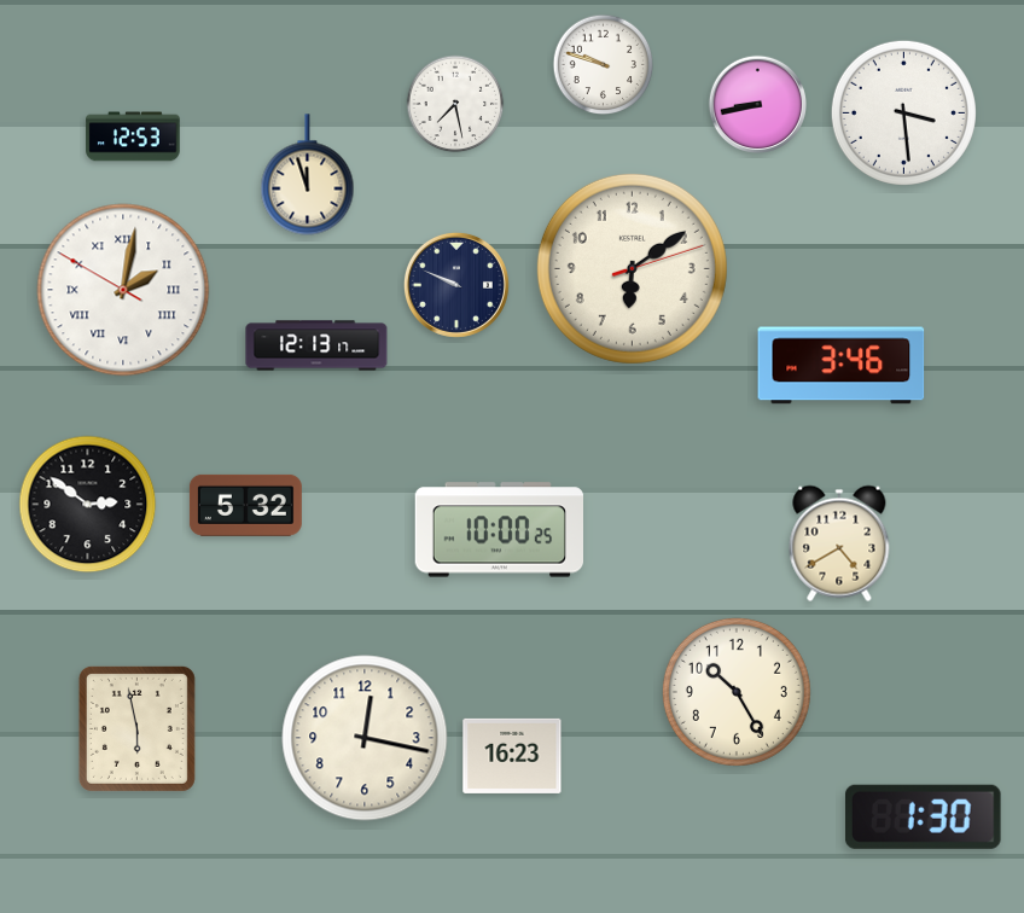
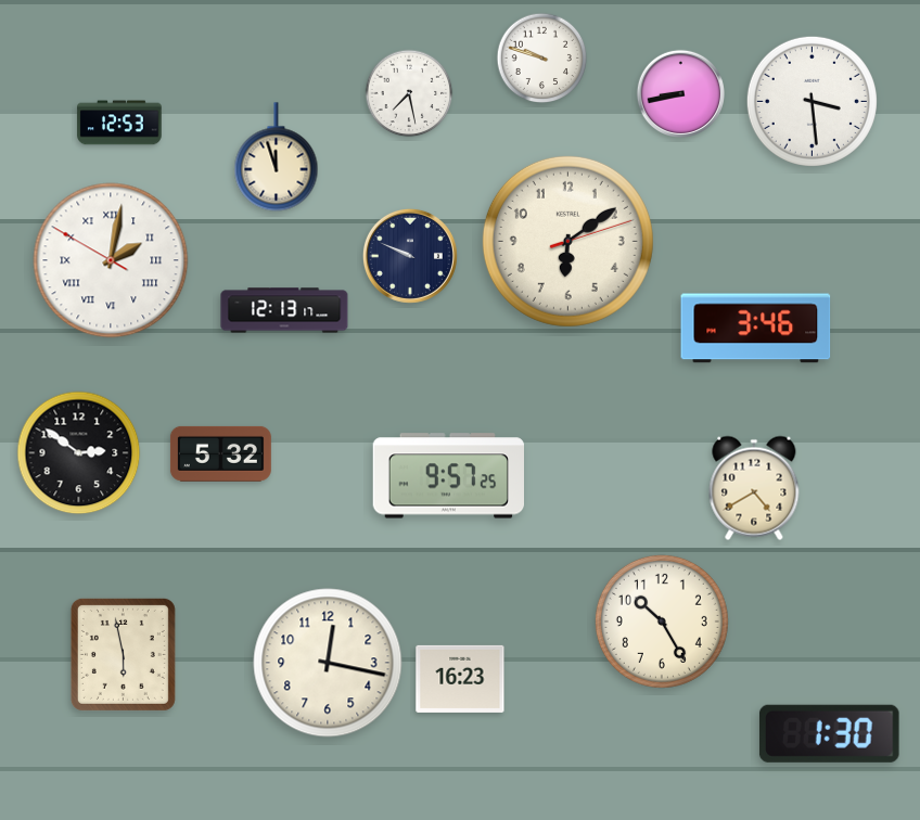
clock at (499, 530): 10:00 -> 9:57
